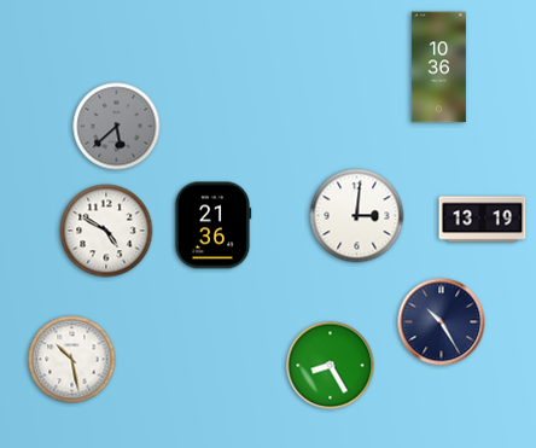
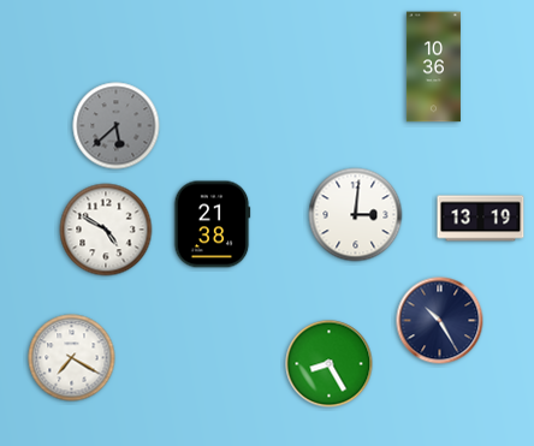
clock at (438, 68) position: (438, 68) -> (433, 67)
clock at (212, 226): 21:36 -> 21:38
clock at (72, 360): 10:28 -> 7:20
